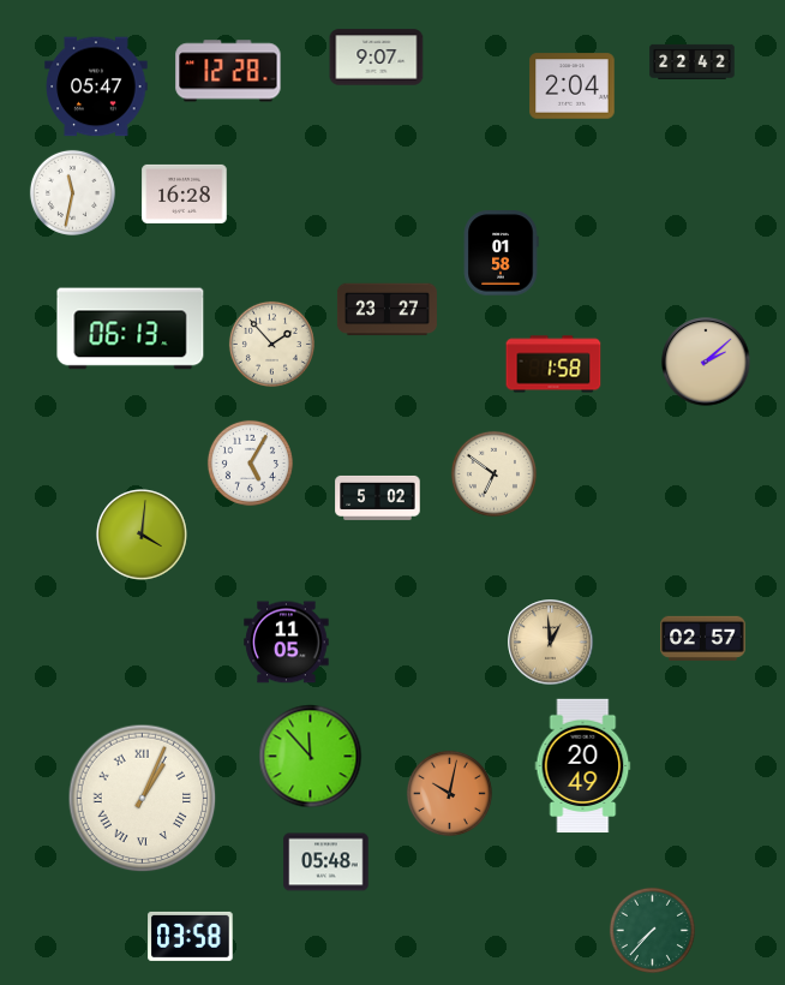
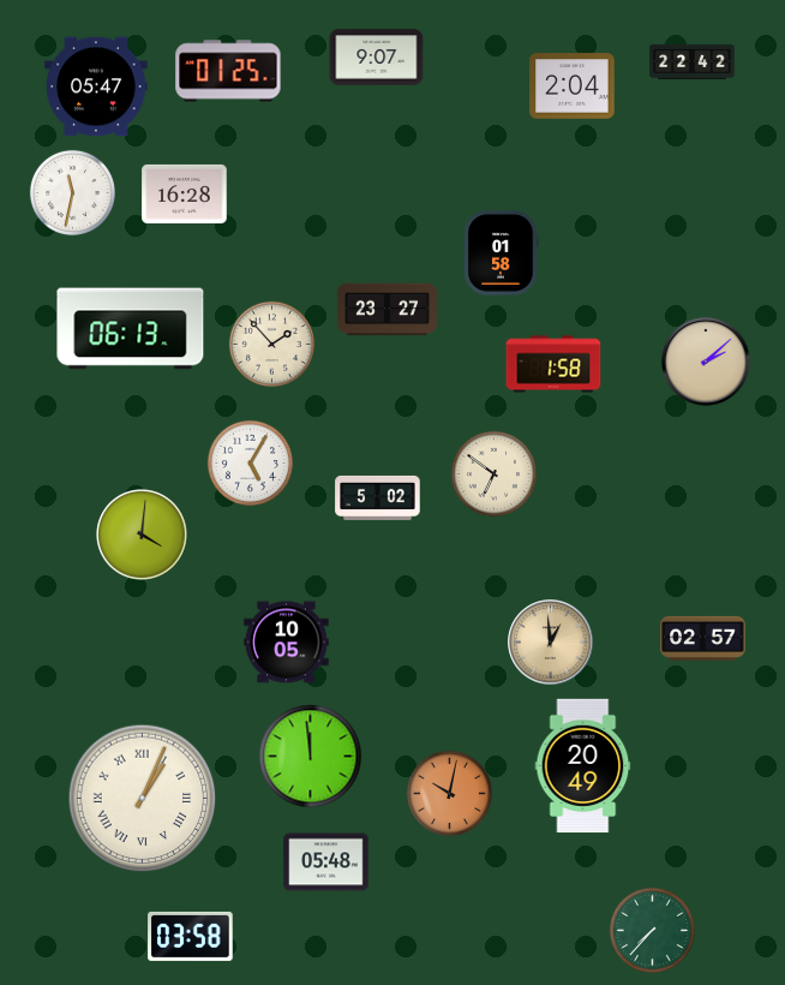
clock at (228, 71): 12:28 -> 01:25
clock at (287, 643): 11:05 -> 10:05
clock at (311, 757): 11:53 -> 11:59
